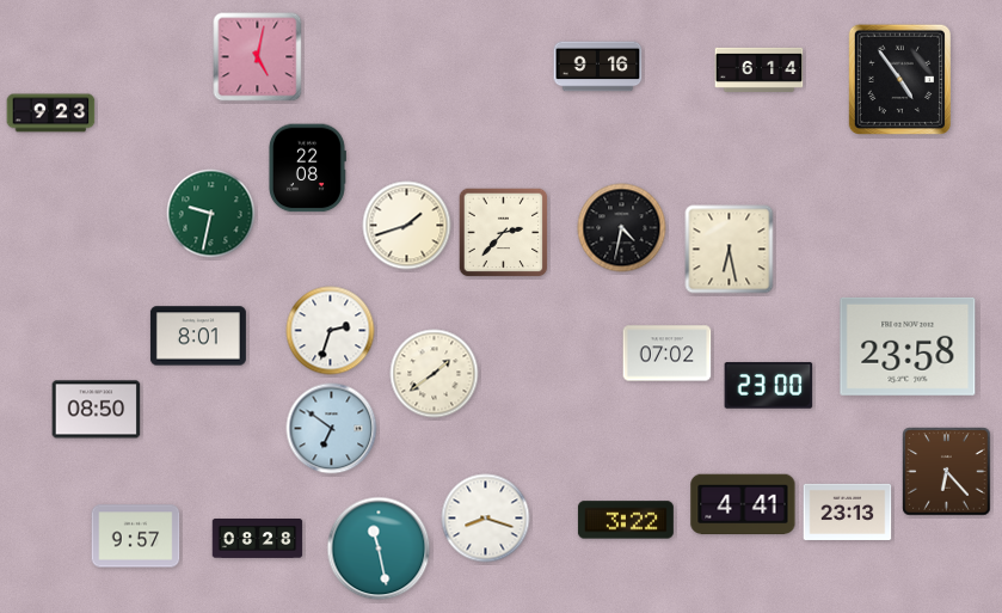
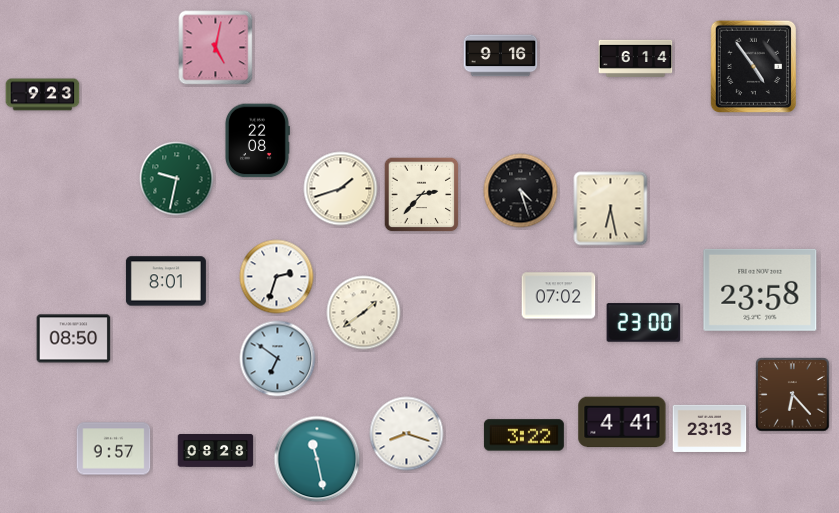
clock at (622, 228): 4:32 -> 4:27
clock at (97, 410) position: (97, 410) -> (74, 339)
